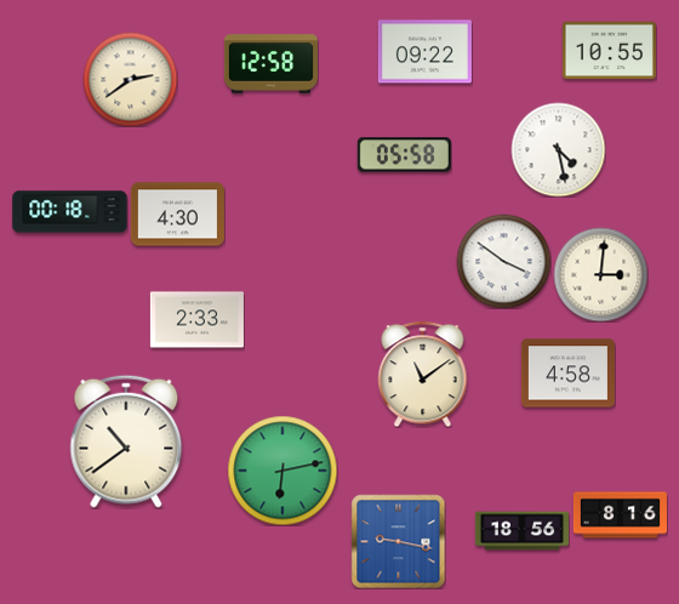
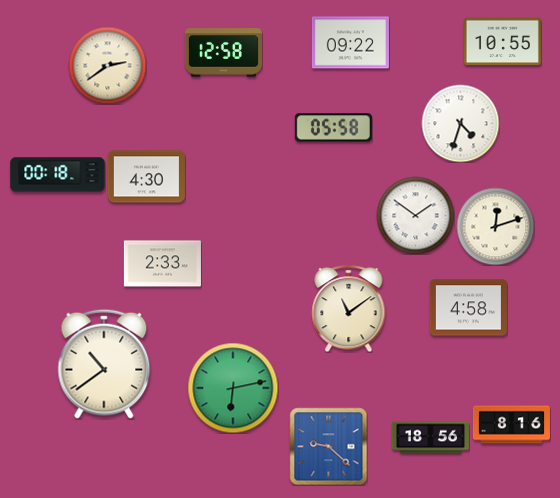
clock at (558, 149): 4:28 -> 4:33
clock at (503, 261): 3:51 -> 1:51
clock at (600, 274): 3:01 -> 12:12
clock at (398, 541): 9:17 -> 9:22
